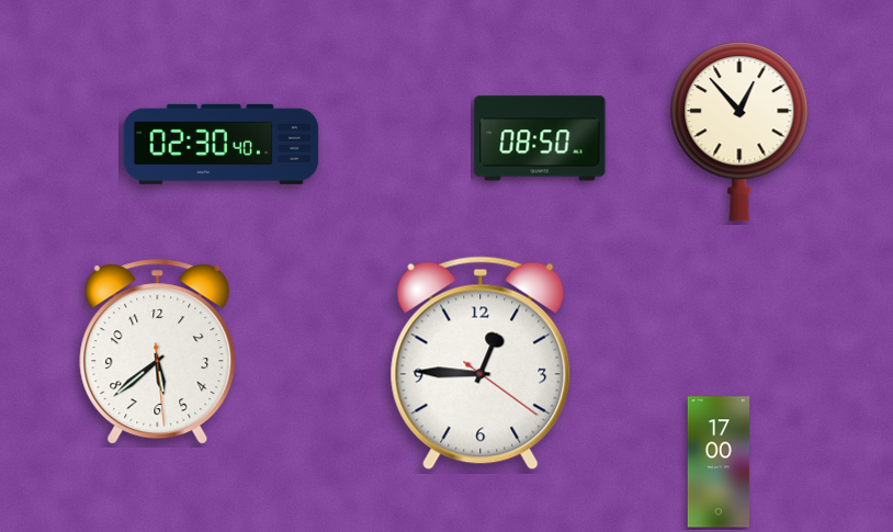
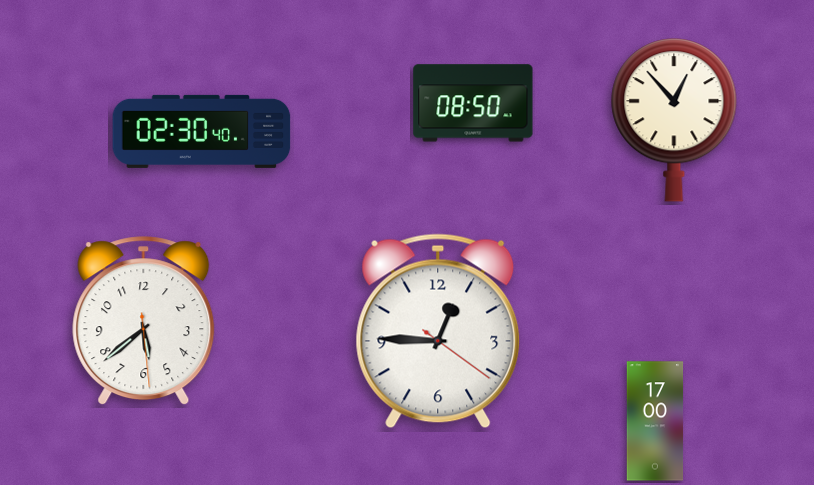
clock at (540, 138) position: (540, 138) -> (473, 103)
